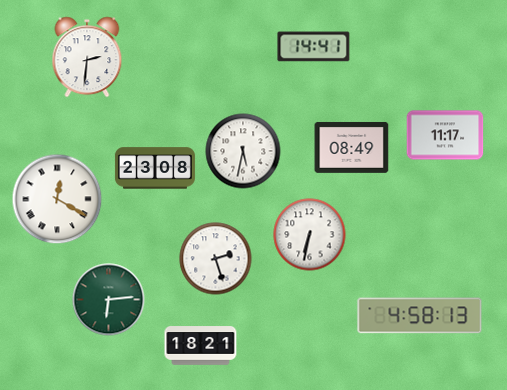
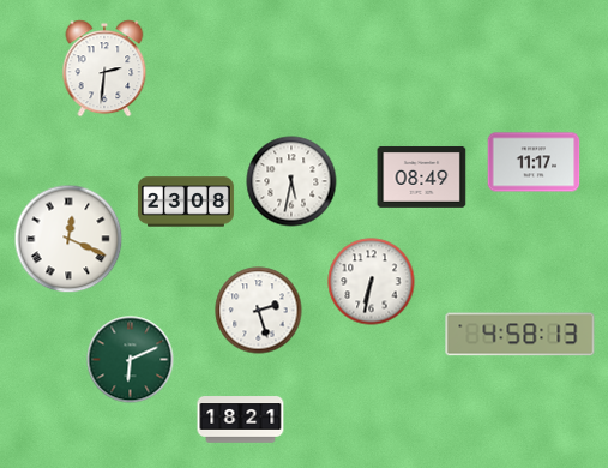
clock at (314, 47): 14:41 -> none
clock at (57, 199): 12:20 -> 12:19
clock at (109, 300): 6:14 -> 6:11
clock at (420, 316) position: (420, 316) -> (520, 335)
clock at (201, 346) position: (201, 346) -> (241, 420)
